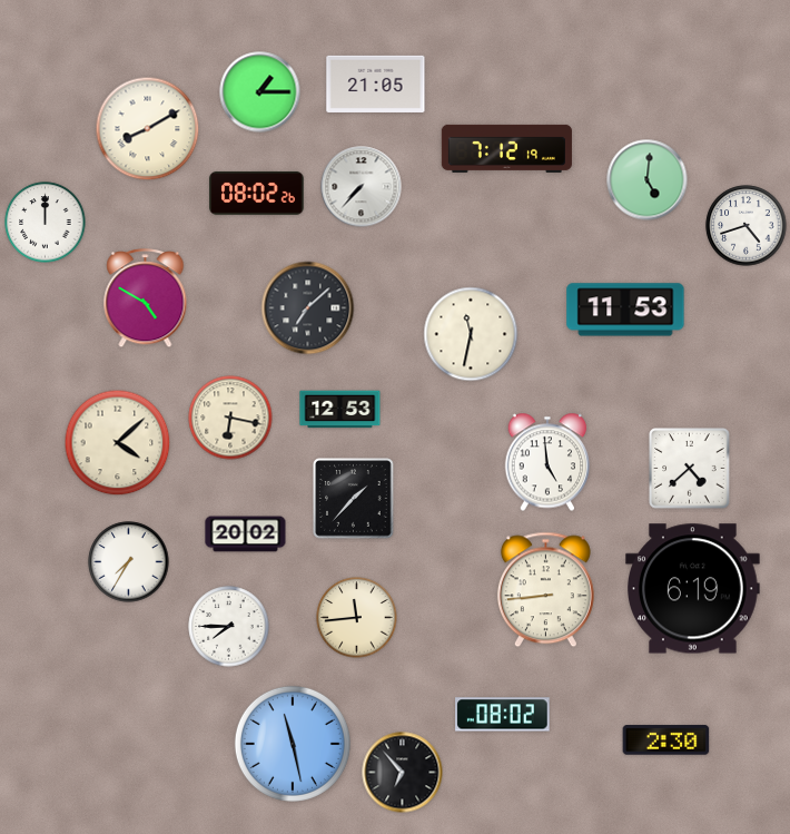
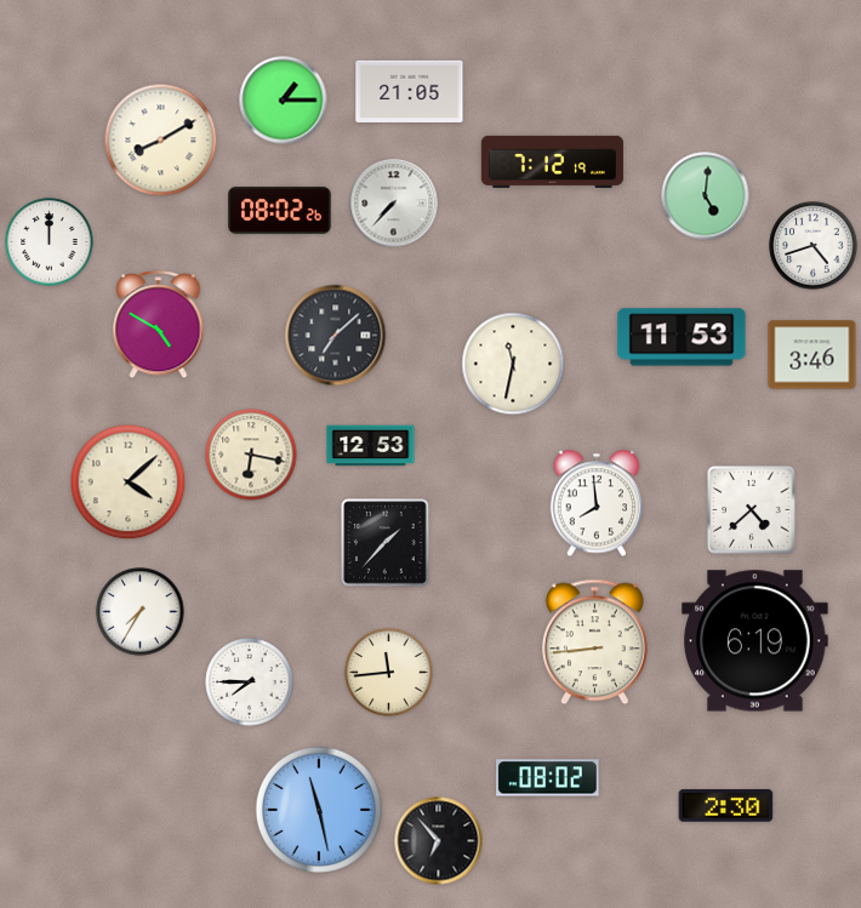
clock at (812, 355): none -> 3:46
clock at (547, 462): 4:59 -> 7:59
clock at (246, 534): 20:02 -> none
